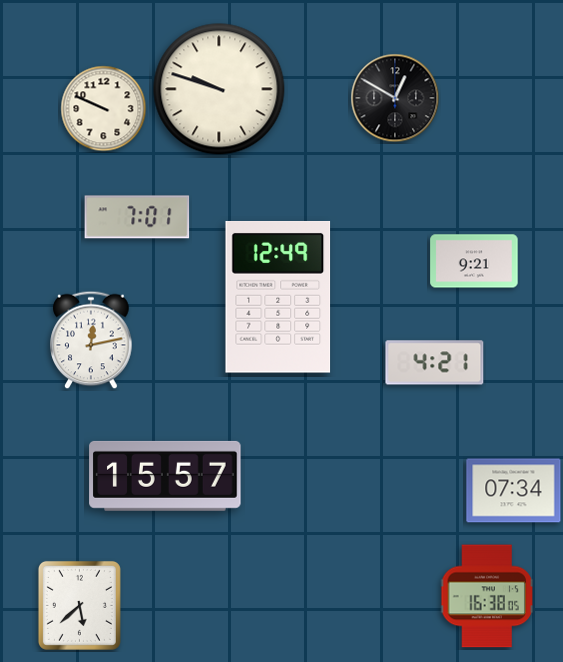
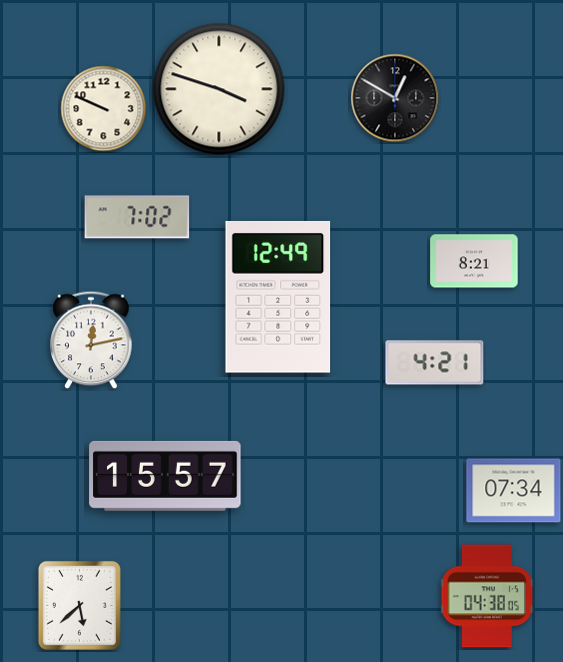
clock at (219, 89): 9:48 -> 3:48
clock at (137, 217): 7:01 -> 7:02
clock at (474, 261): 9:21 -> 8:21
clock at (487, 596): 16:38 -> 04:38
